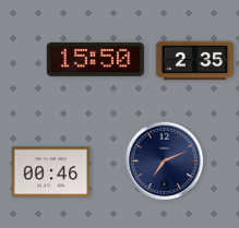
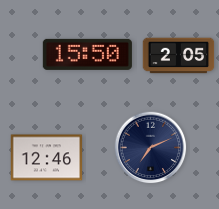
clock at (195, 61): 2:35 -> 2:05
clock at (51, 172): 00:46 -> 12:46
